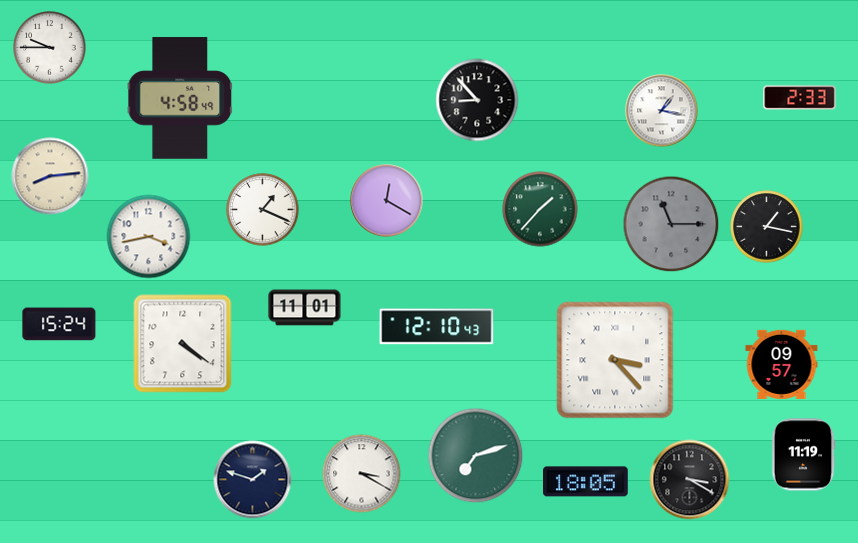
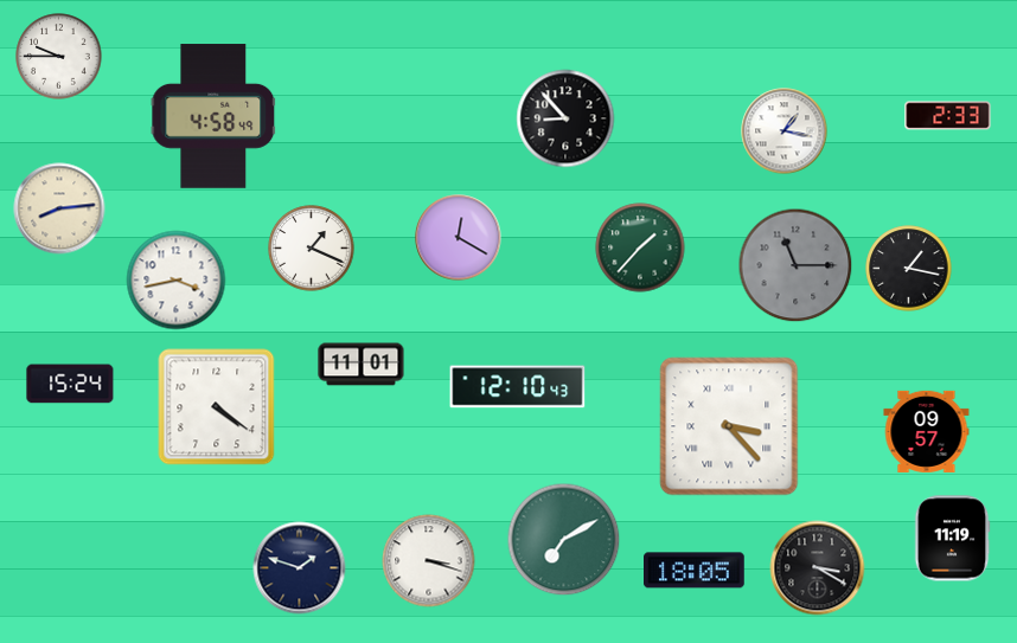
clock at (476, 456): 7:12 -> 7:10
clock at (362, 474): 3:20 -> 3:18
